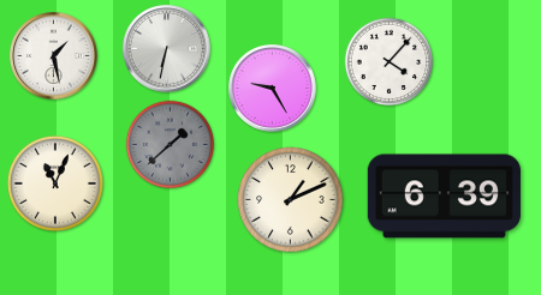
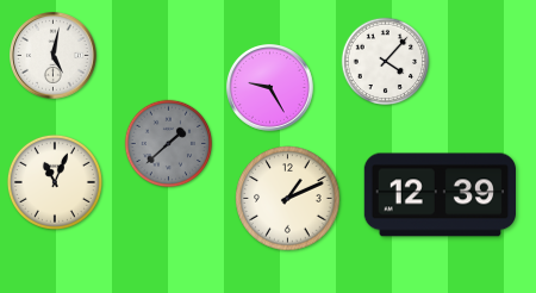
clock at (167, 49): 6:32 -> none
clock at (54, 56): 1:28 -> 5:02
clock at (444, 197): 6:39 -> 12:39
